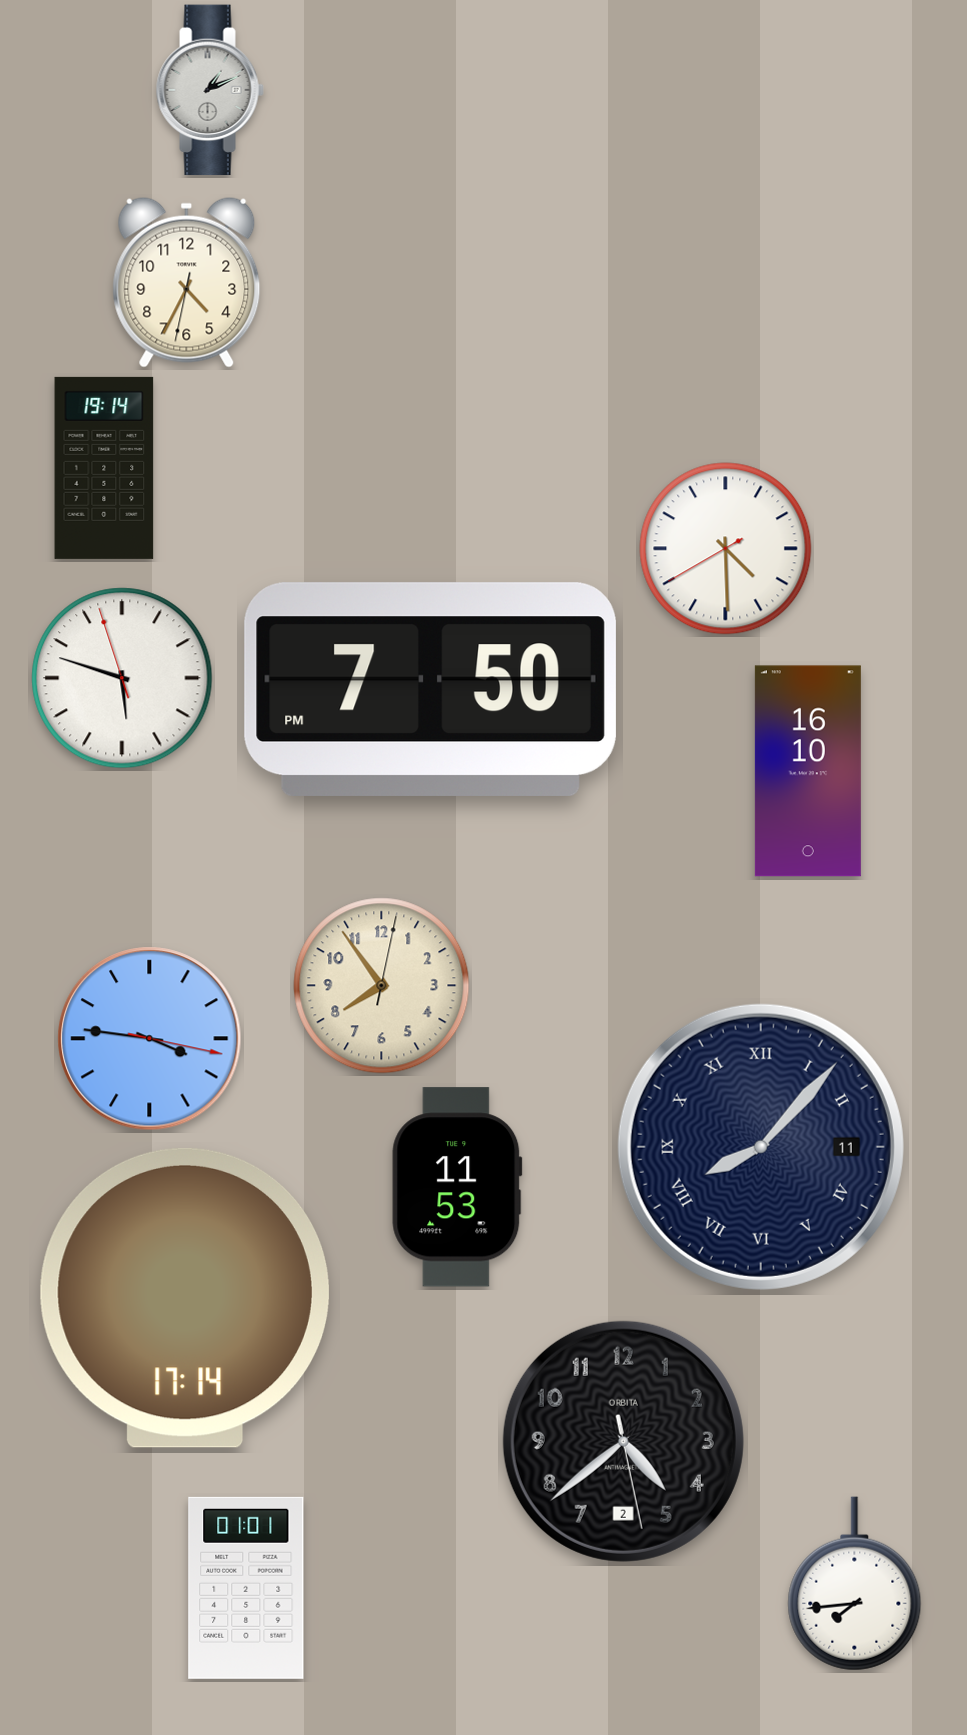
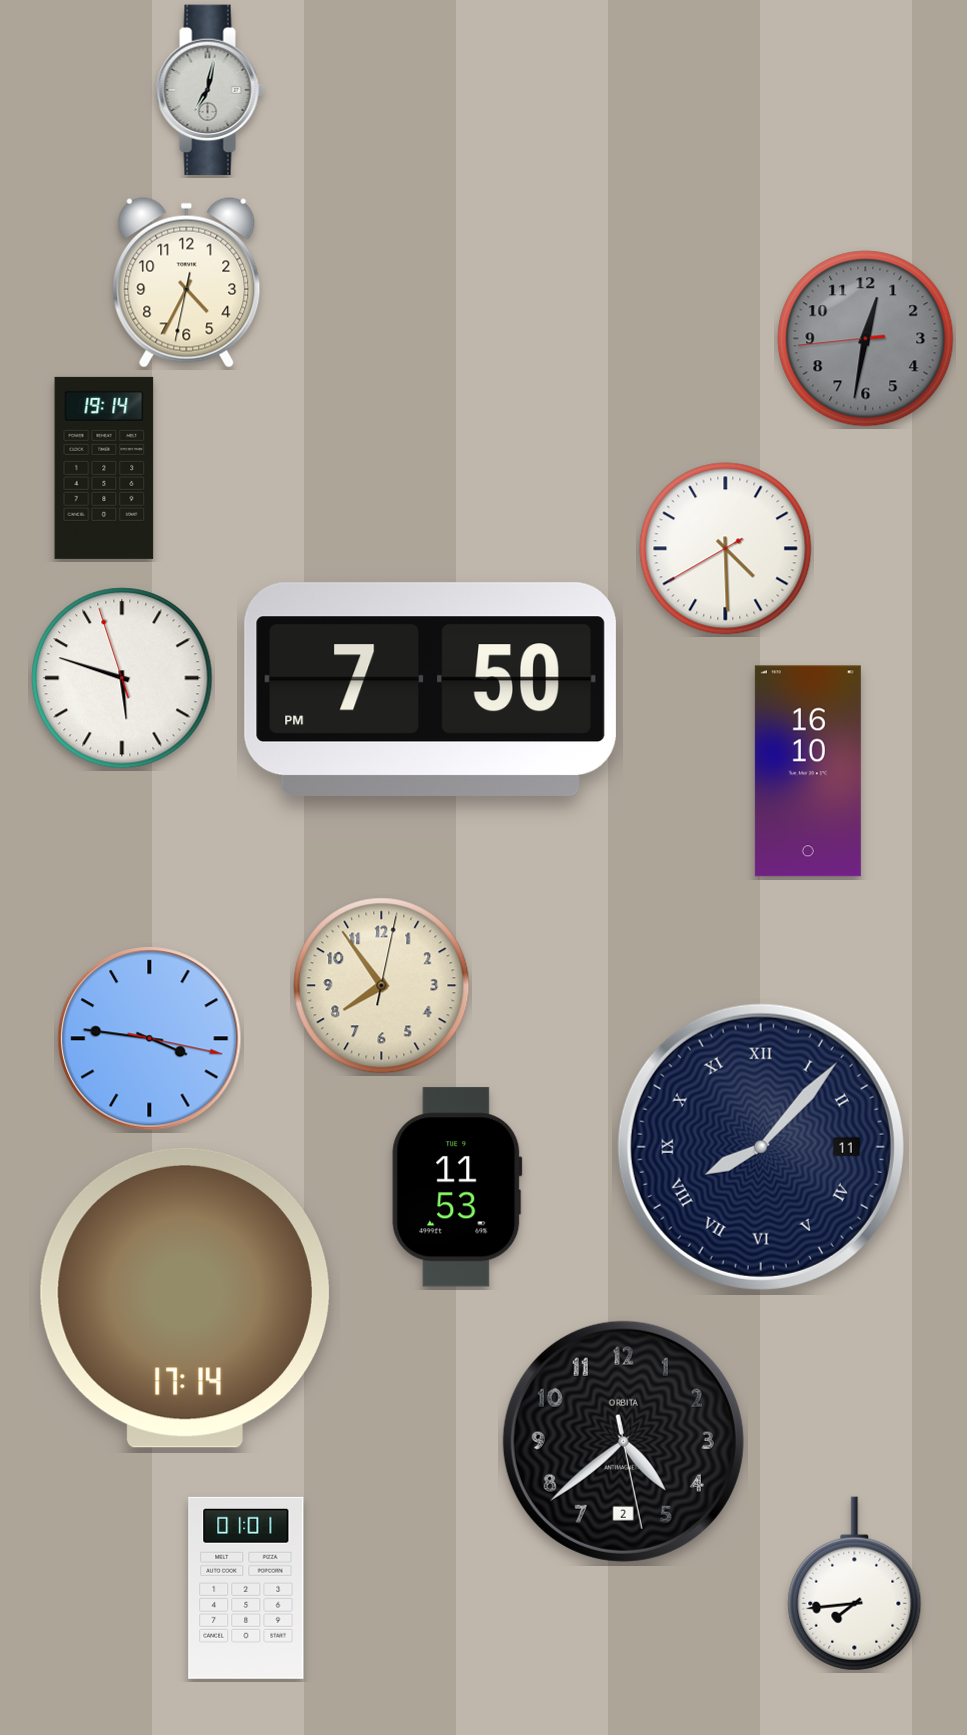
clock at (210, 90): 1:11 -> 7:02
clock at (866, 339): none -> 12:31
